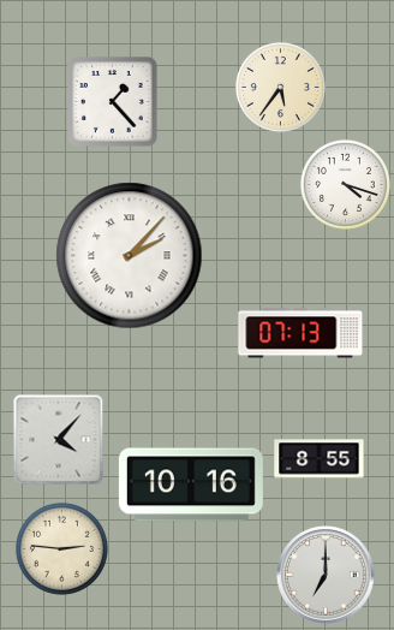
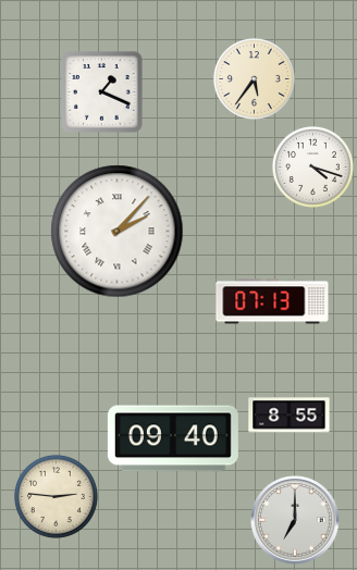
clock at (113, 102): 1:23 -> 1:19
clock at (59, 440): 4:07 -> none
clock at (191, 485): 10:16 -> 09:40
